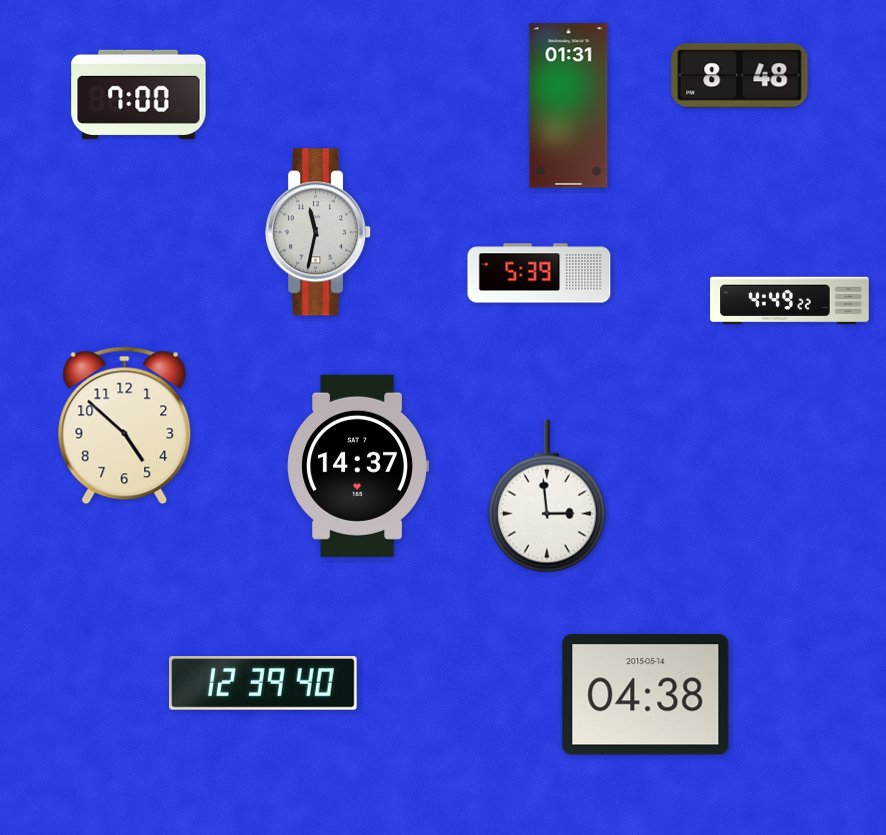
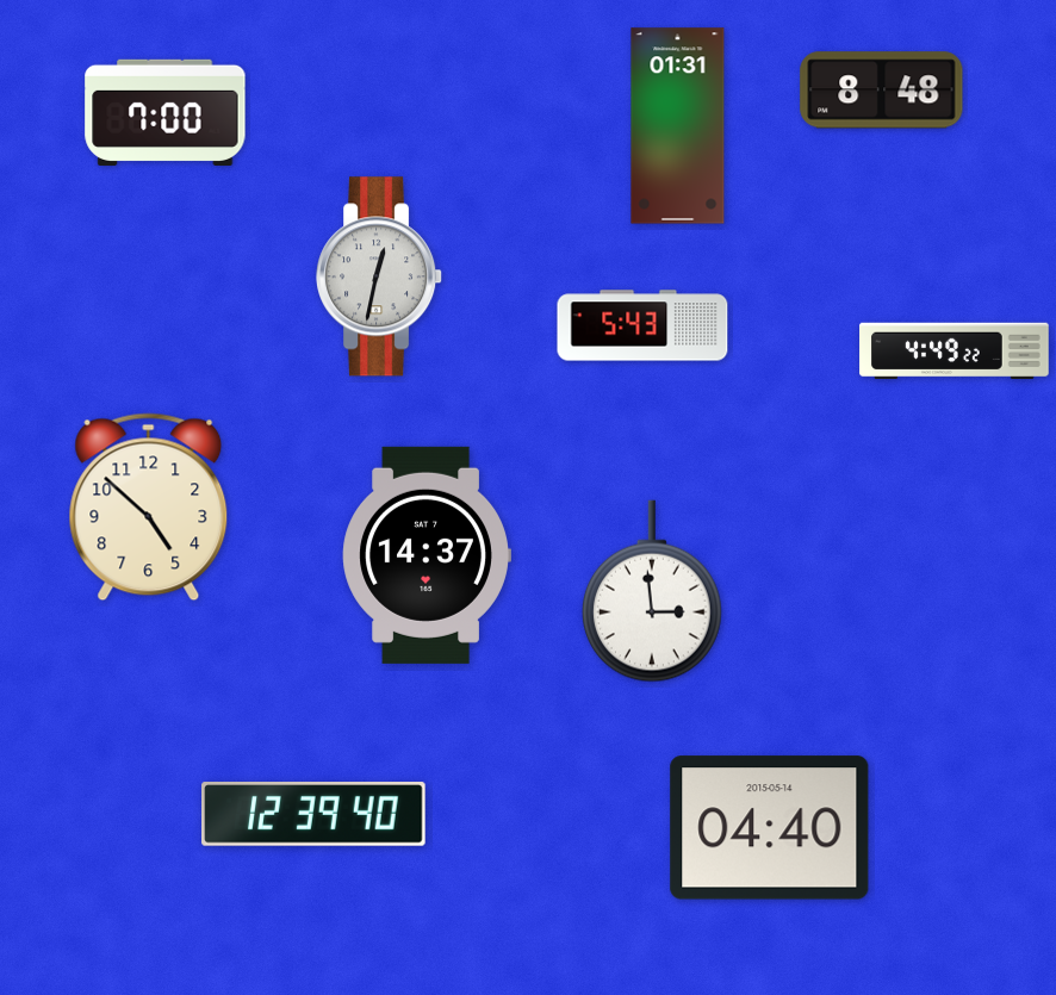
clock at (319, 232): 11:32 -> 12:32
clock at (539, 273): 5:39 -> 5:43
clock at (790, 301) position: (790, 301) -> (955, 352)
clock at (646, 695): 04:38 -> 04:40
